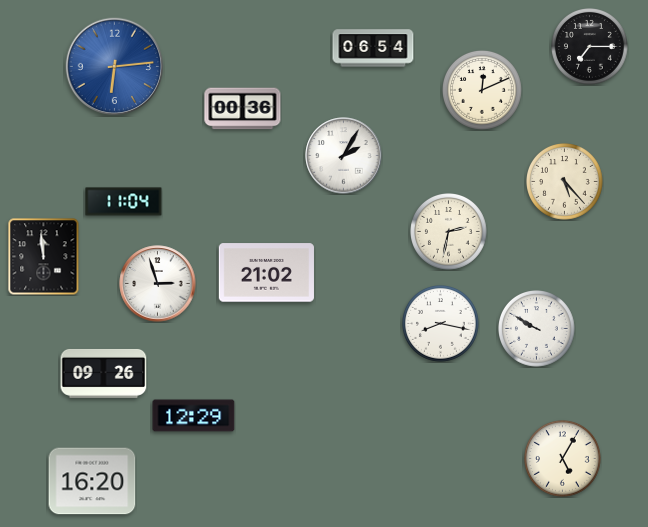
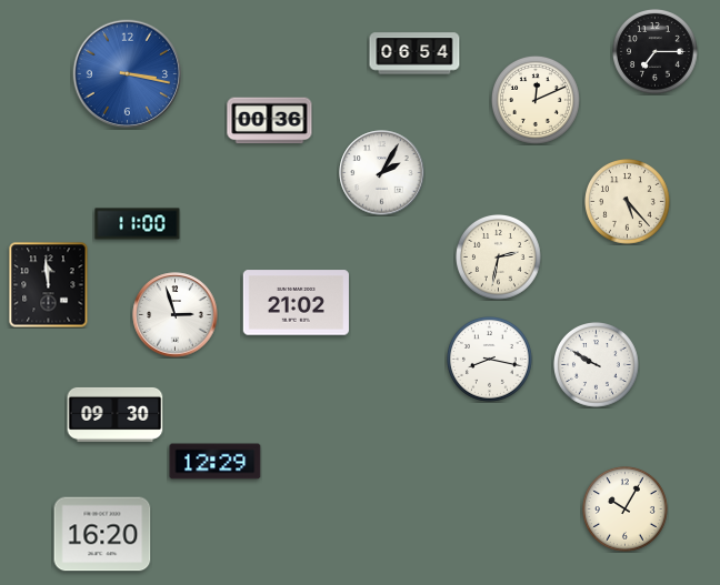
clock at (115, 67): 6:14 -> 3:17
clock at (124, 202): 11:04 -> 11:00
clock at (104, 373): 09:26 -> 09:30
clock at (563, 459): 5:05 -> 10:05
